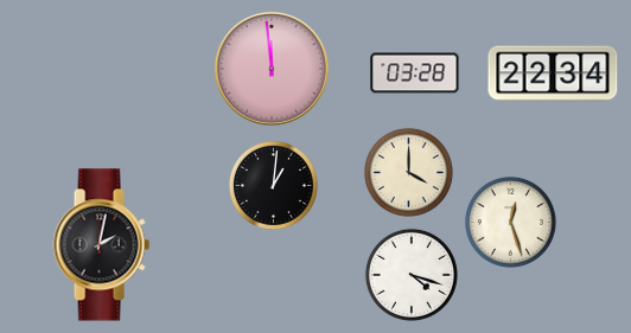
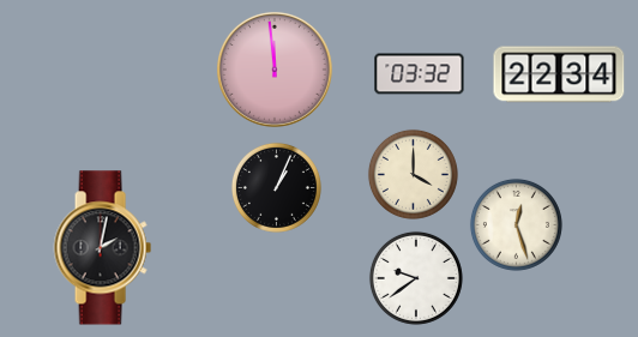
clock at (415, 73): 03:28 -> 03:32
clock at (273, 185): 1:01 -> 1:04
clock at (412, 275): 4:18 -> 9:39
